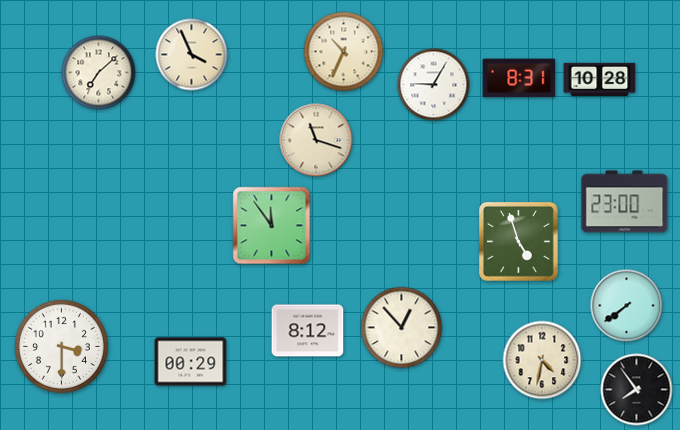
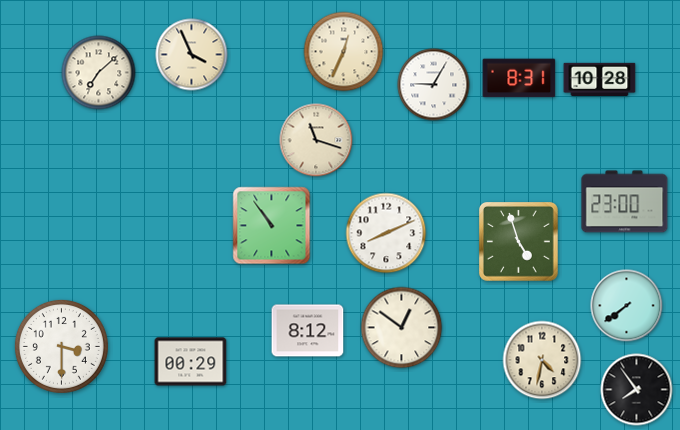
clock at (344, 52): 10:34 -> 12:34
clock at (272, 226): 11:54 -> 10:54
clock at (386, 233): none -> 8:11
clock at (402, 328): 12:53 -> 12:51
